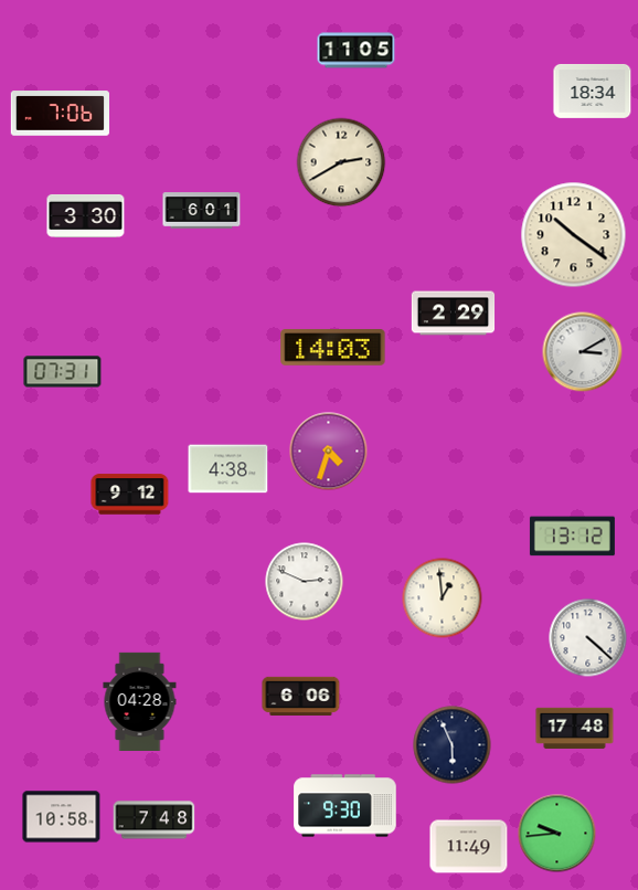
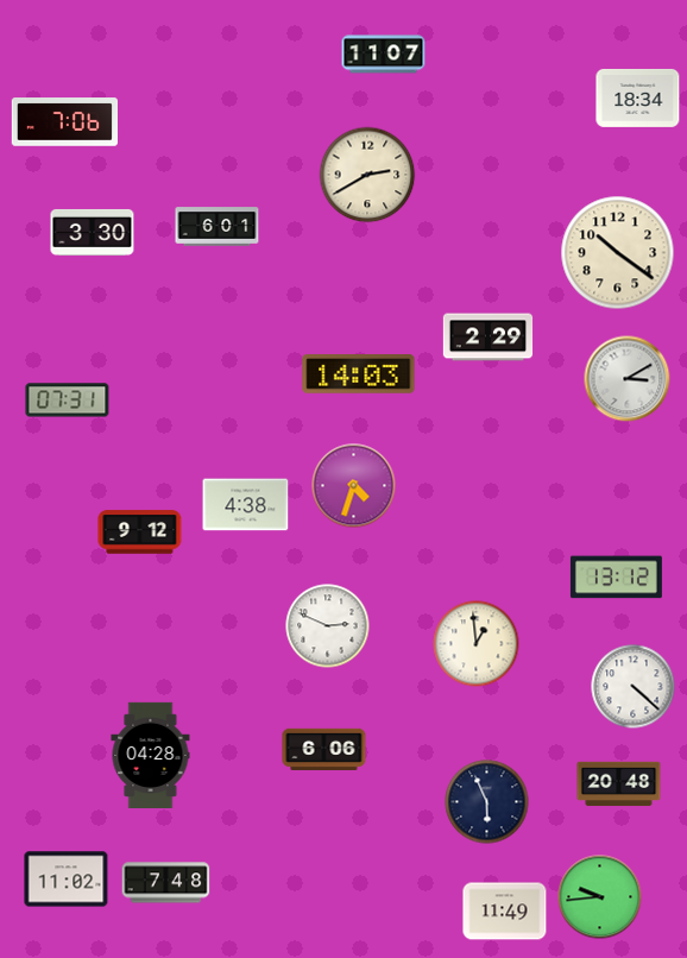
clock at (357, 51): 11:05 -> 11:07
clock at (575, 729): 17:48 -> 20:48
clock at (345, 806): 9:30 -> none
clock at (62, 817): 10:58 -> 11:02
